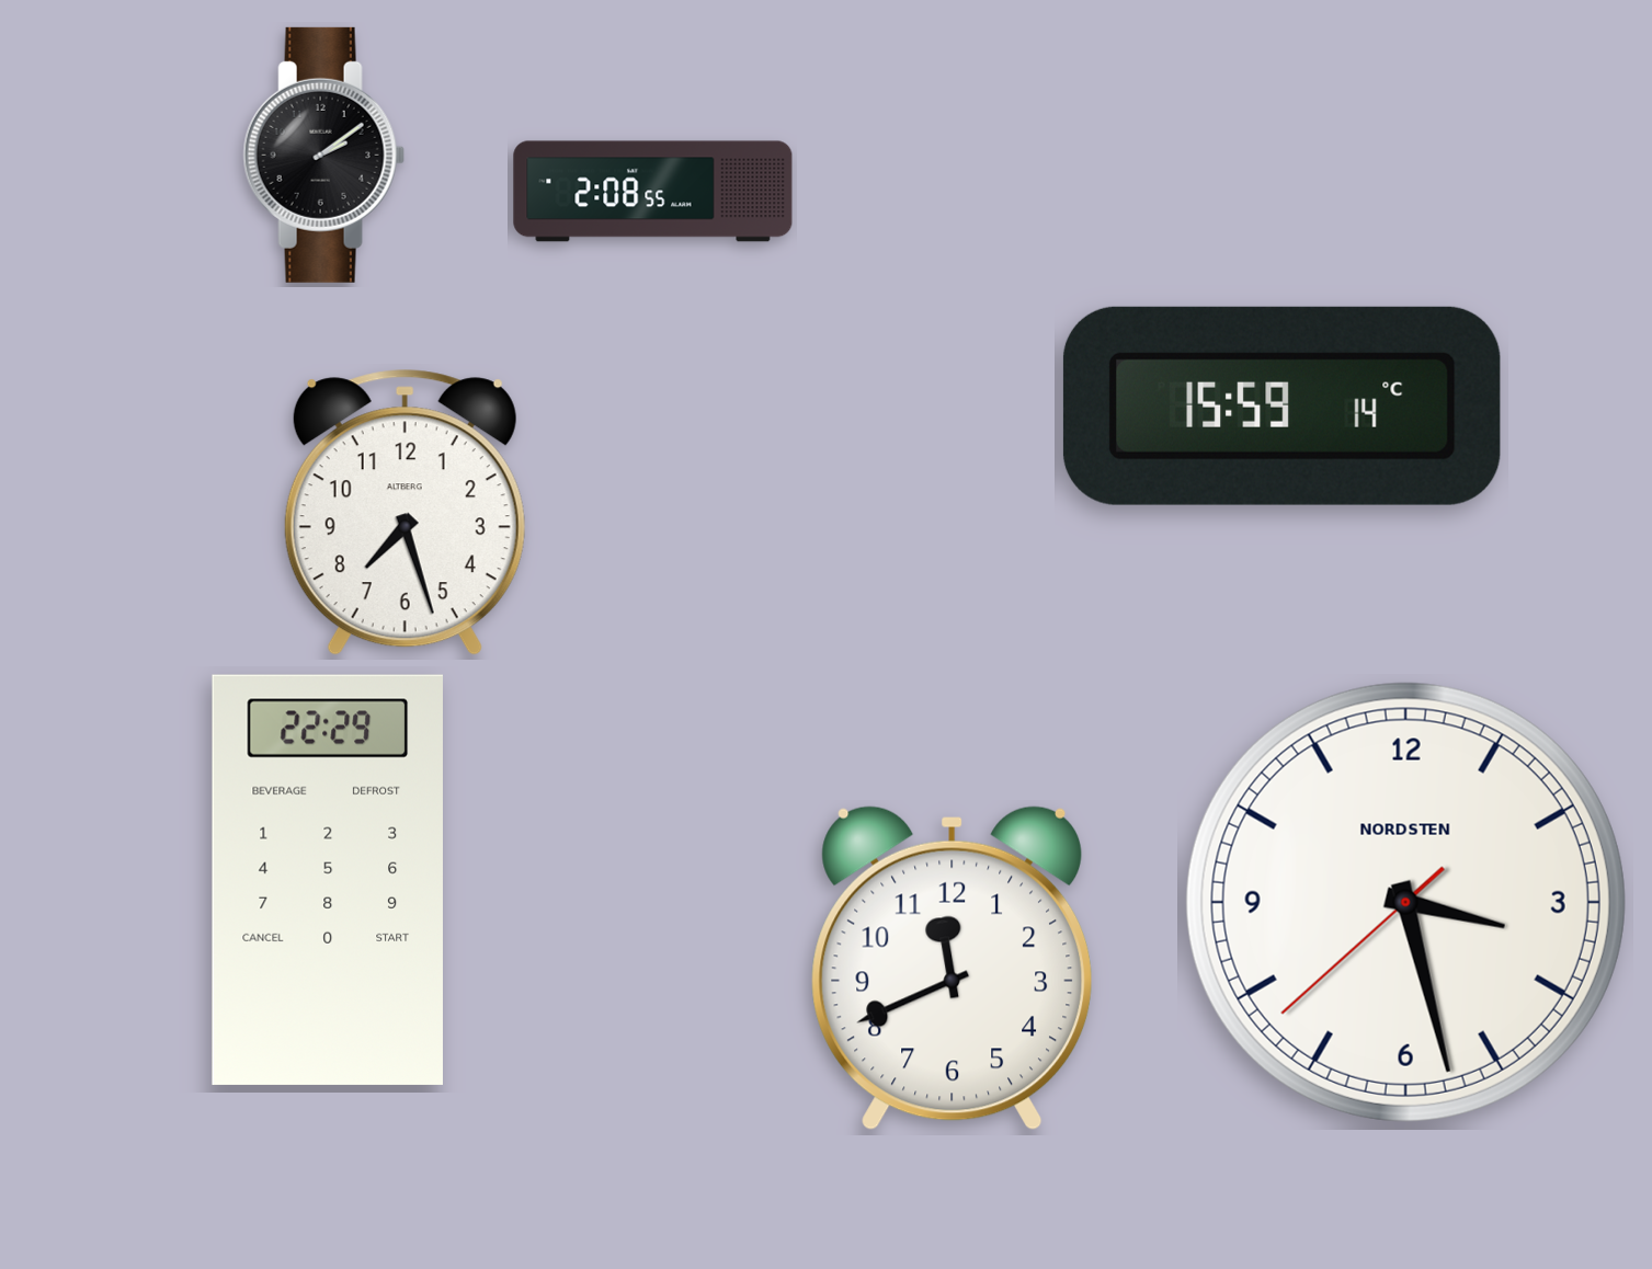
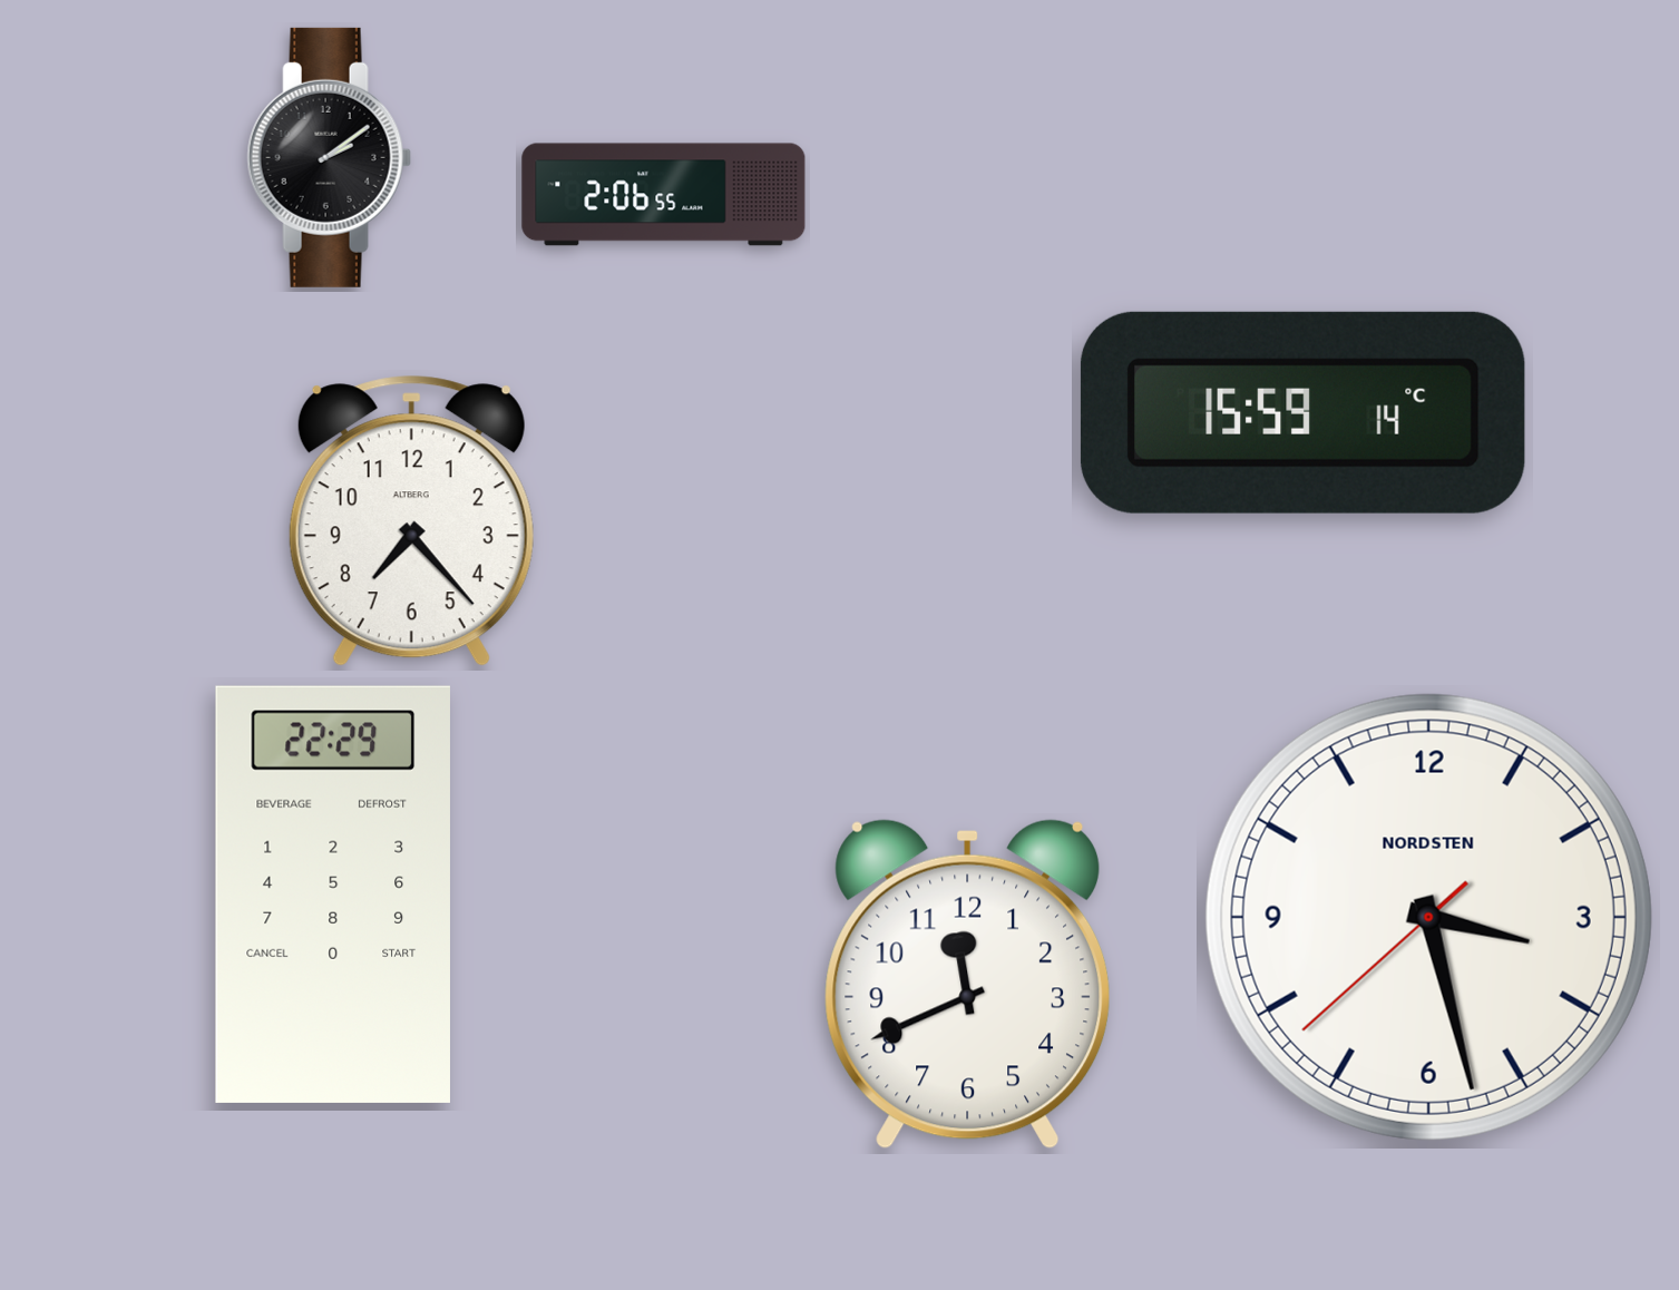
clock at (653, 192): 2:08 -> 2:06
clock at (405, 513): 7:27 -> 7:23
